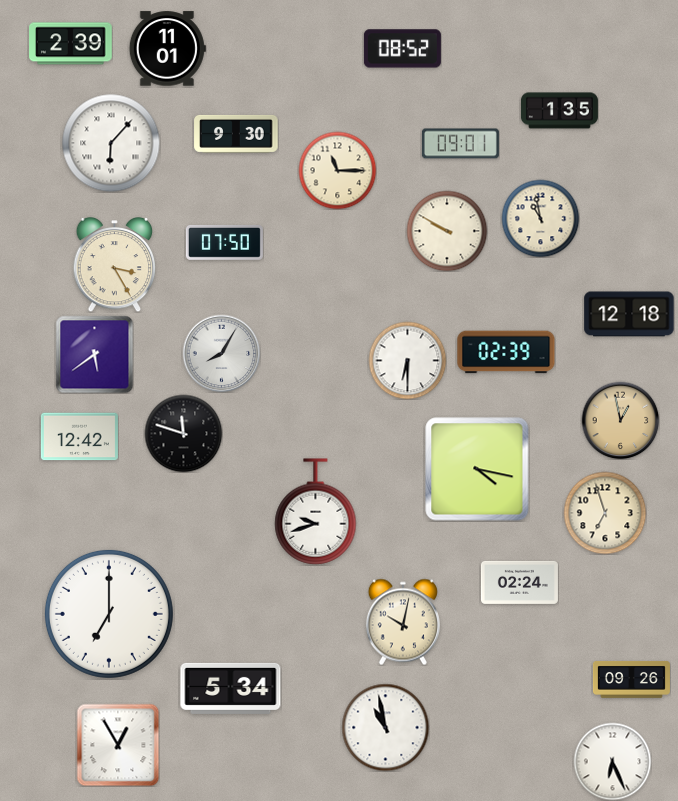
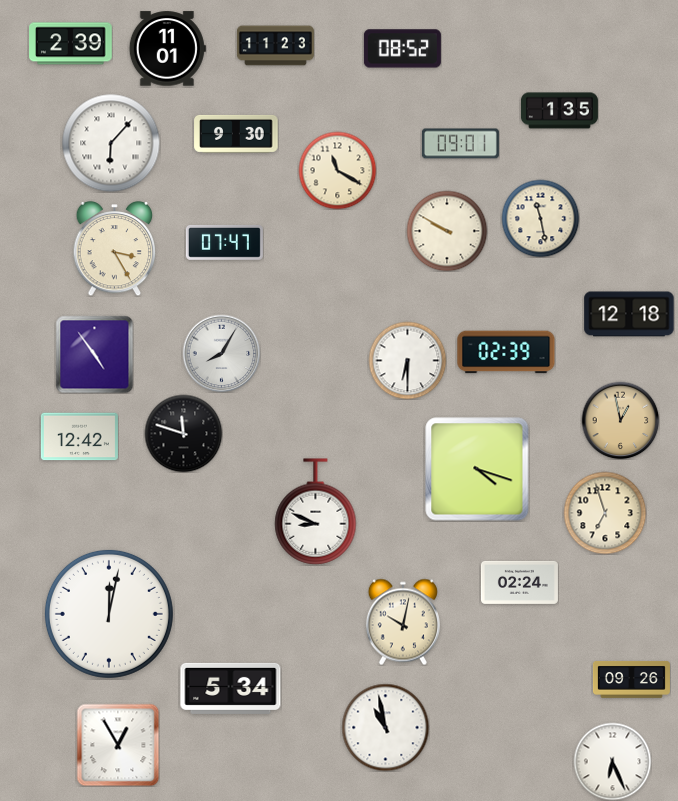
clock at (275, 46): none -> 11:23
clock at (337, 170): 11:15 -> 11:20
clock at (540, 218): 10:58 -> 11:28
clock at (224, 242): 07:50 -> 07:47
clock at (115, 264) position: (115, 264) -> (115, 248)
clock at (94, 354): 5:39 -> 4:54
clock at (477, 469): 4:17 -> 4:18
clock at (316, 512): 9:42 -> 8:49
clock at (109, 614): 7:00 -> 12:02
